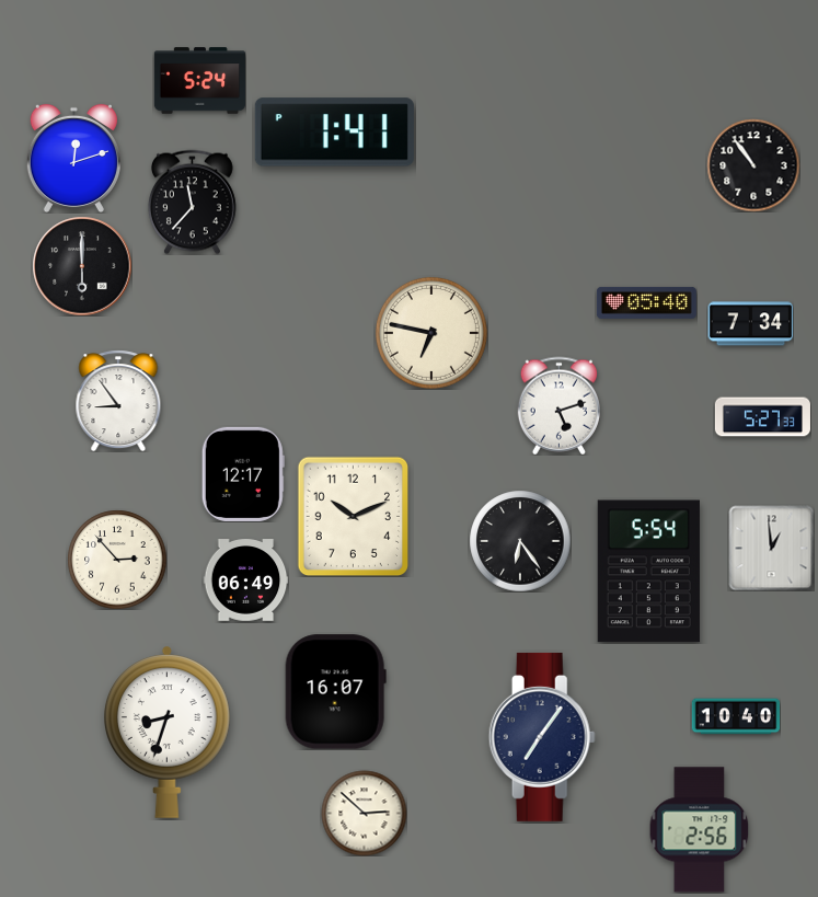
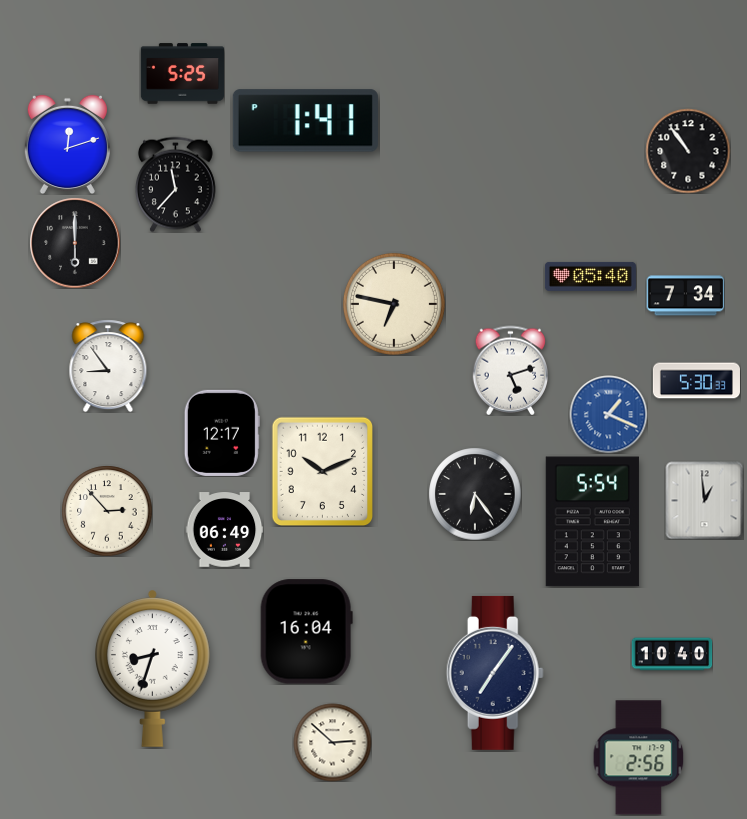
clock at (199, 81): 5:24 -> 5:25
clock at (762, 417): 5:27 -> 5:30
clock at (608, 414): none -> 1:19
clock at (335, 692): 16:07 -> 16:04
